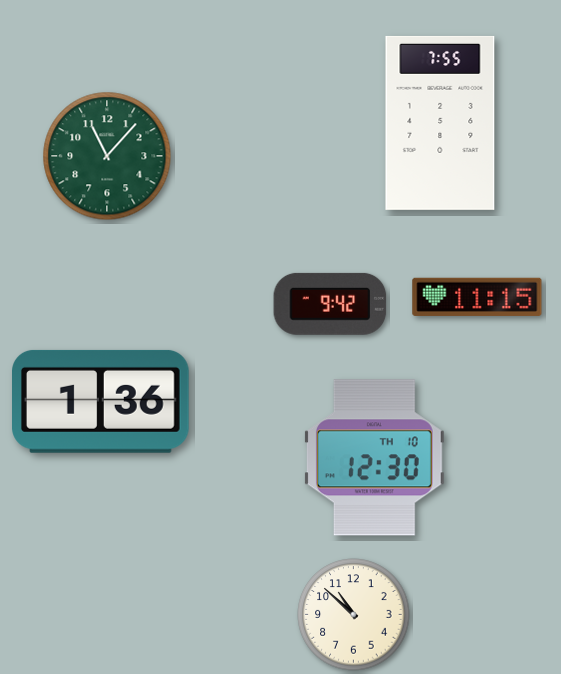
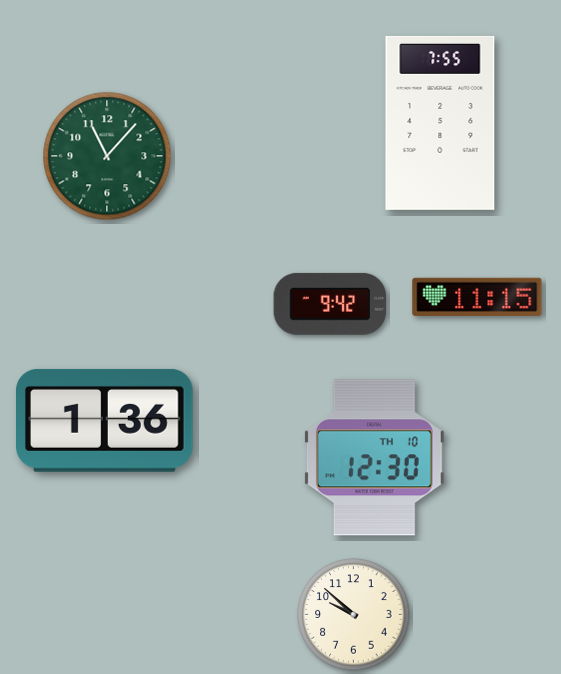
clock at (101, 401) position: (101, 401) -> (105, 420)
clock at (354, 615): 10:52 -> 9:52
